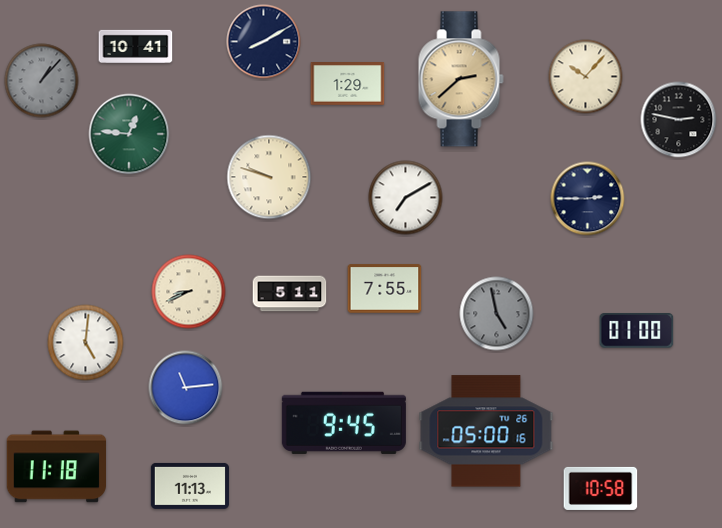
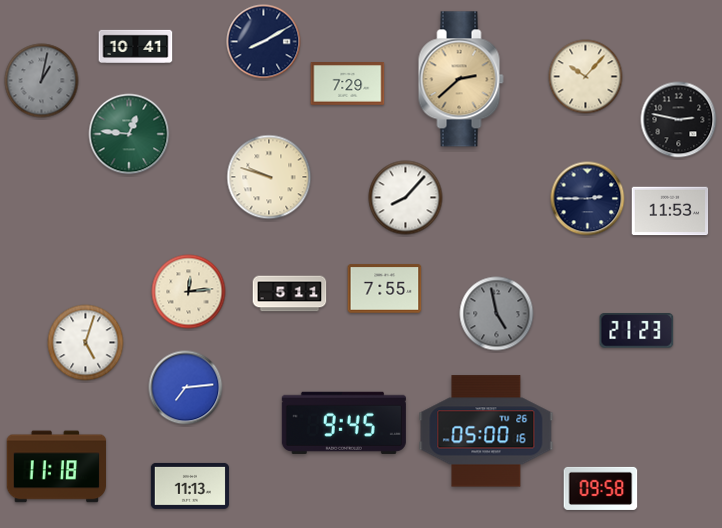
clock at (42, 81): 1:07 -> 1:02
clock at (348, 84): 1:29 -> 7:29
clock at (406, 198): 7:10 -> 8:07
clock at (670, 211): none -> 11:53
clock at (189, 292): 8:41 -> 12:14
clock at (637, 331): 01:00 -> 21:23
clock at (86, 343): 5:01 -> 5:03
clock at (186, 388): 11:14 -> 7:14
clock at (601, 488): 10:58 -> 09:58
